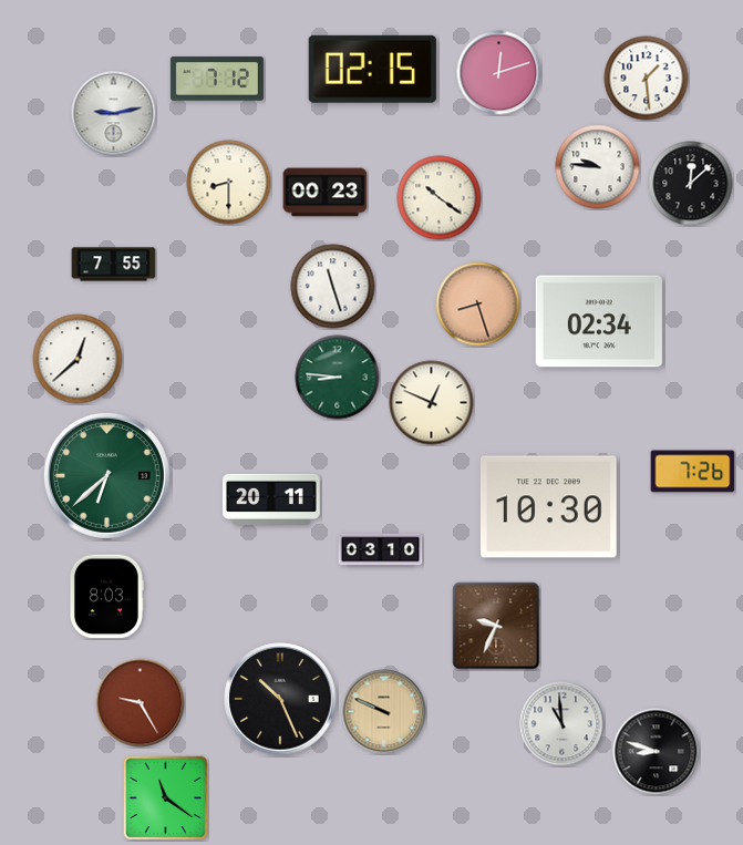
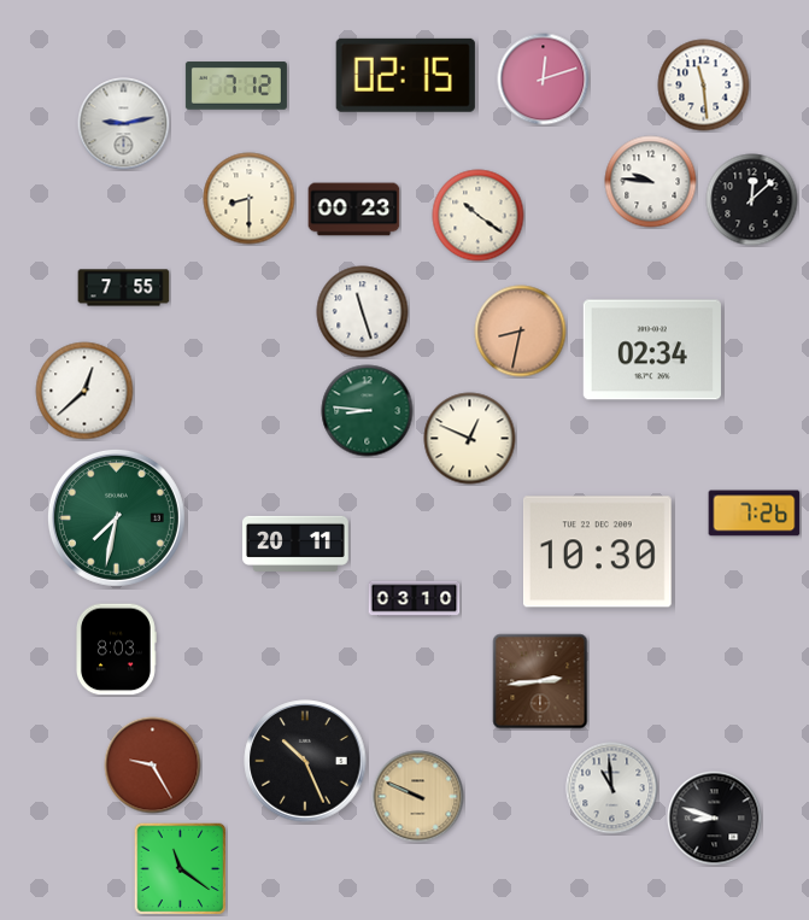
clock at (647, 79): 1:29 -> 11:29
clock at (478, 305): 8:27 -> 8:32
clock at (106, 475): 6:38 -> 7:32
clock at (496, 626): 9:34 -> 2:44
clock at (384, 712) position: (384, 712) -> (418, 797)
